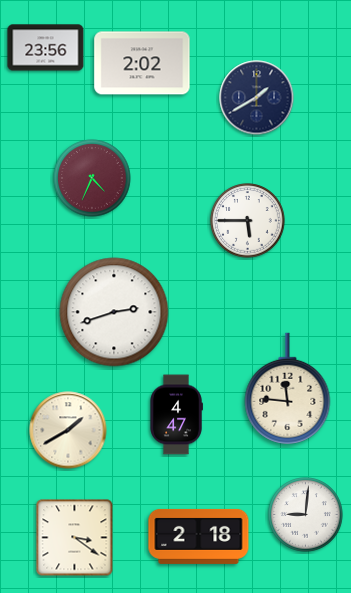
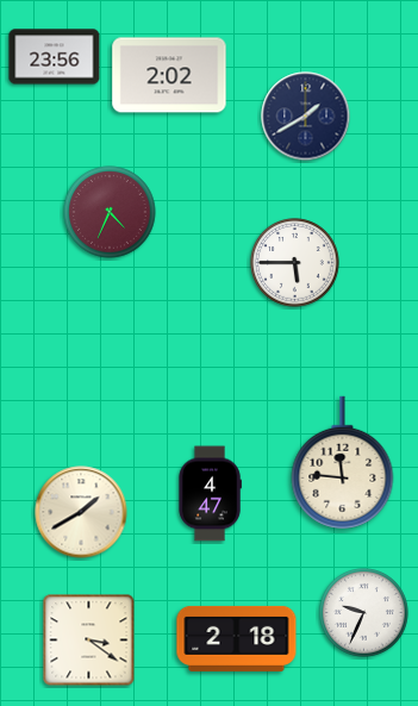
clock at (114, 312): 2:42 -> none
clock at (306, 515): 9:01 -> 9:34
